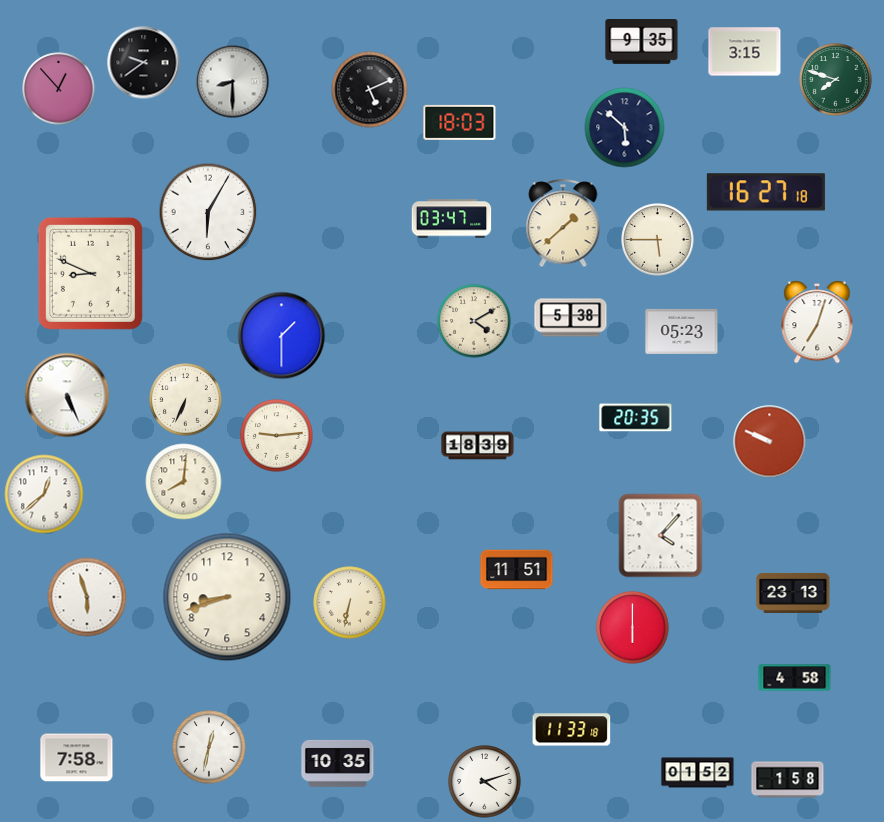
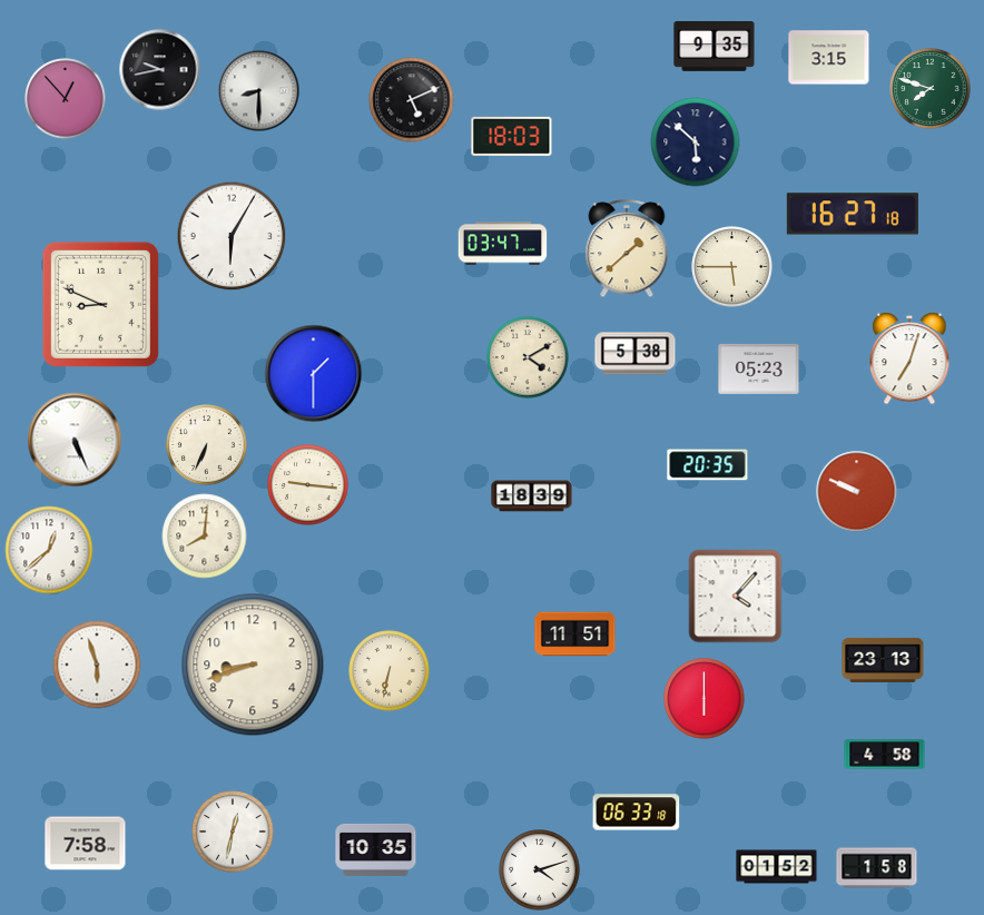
clock at (144, 63): 9:39 -> 9:43
clock at (277, 436): 9:14 -> 9:16
clock at (572, 730): 11:33 -> 06:33
clock at (698, 773) position: (698, 773) -> (777, 867)
